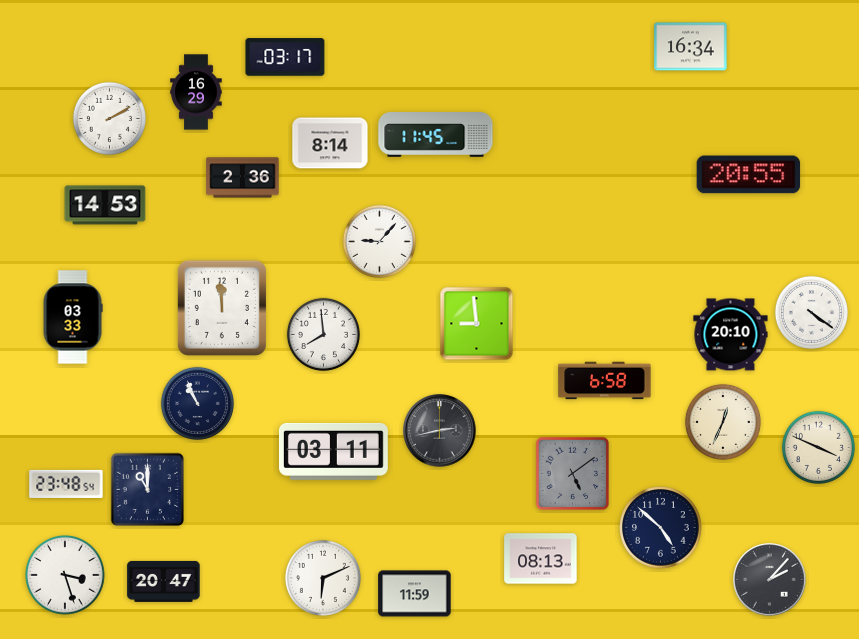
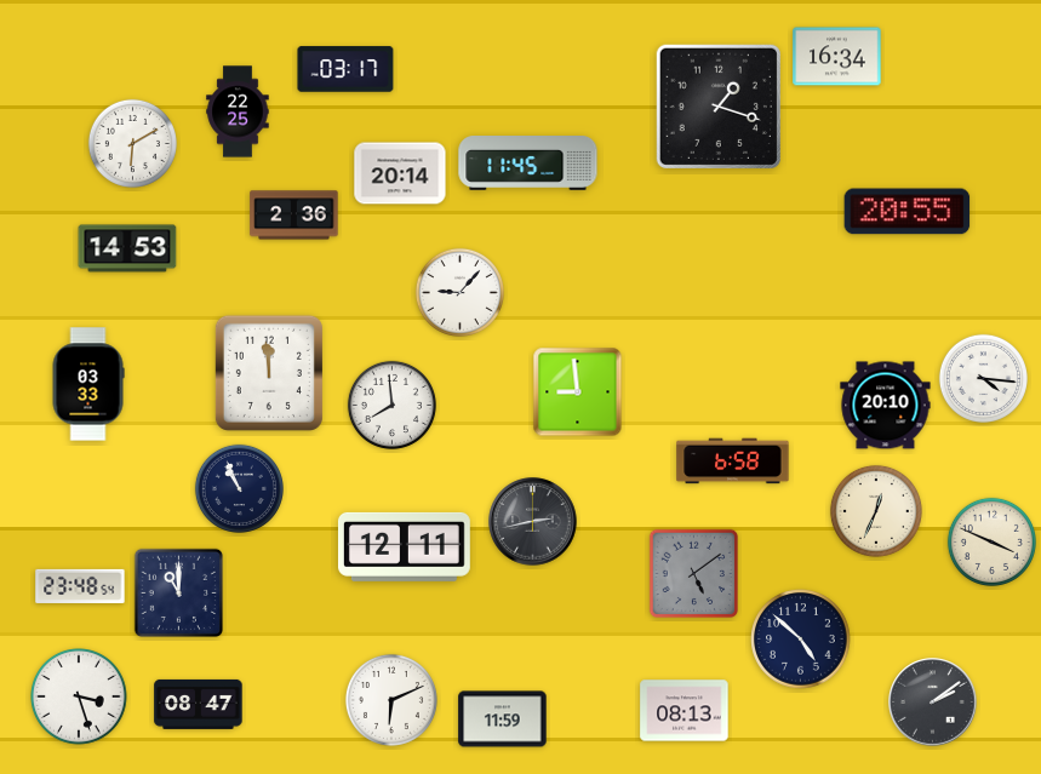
clock at (719, 107): none -> 1:18
clock at (196, 92): 16:29 -> 22:25
clock at (109, 118): 2:10 -> 6:10
clock at (330, 143): 8:14 -> 20:14
clock at (811, 312): 4:21 -> 4:16
clock at (333, 451): 03:11 -> 12:11
clock at (541, 559) position: (541, 559) -> (685, 711)
clock at (770, 580): 2:07 -> 2:09
clock at (164, 581): 20:47 -> 08:47
